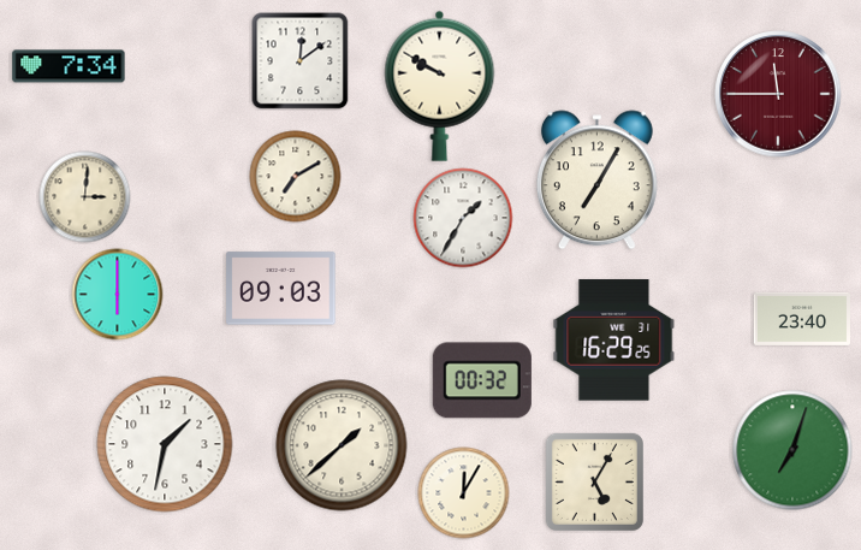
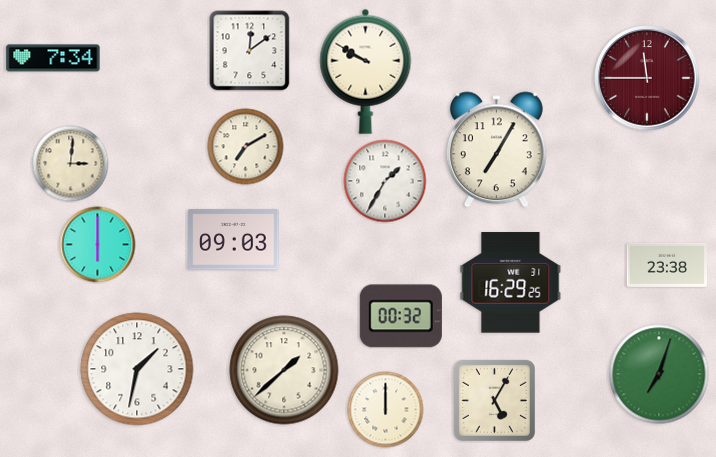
clock at (69, 66) position: (69, 66) -> (53, 58)
clock at (802, 319): 23:40 -> 23:38
clock at (464, 493): 12:05 -> 12:00
